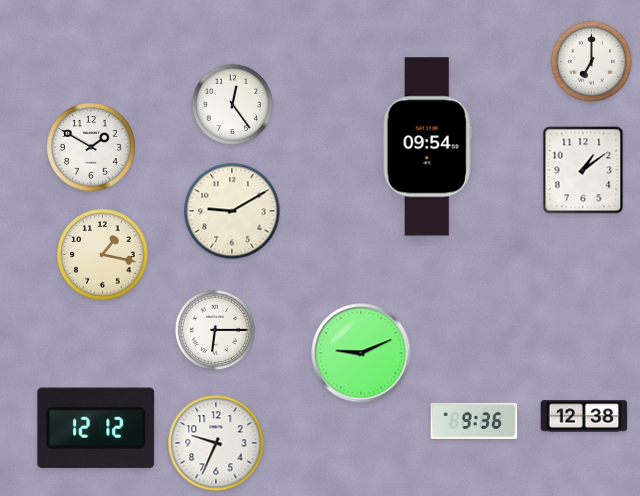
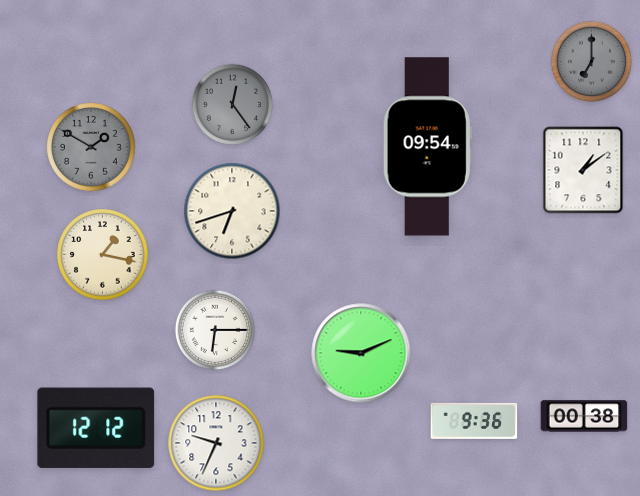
clock at (591, 61) dial: white -> grey
clock at (232, 104) dial: white -> grey
clock at (91, 147) dial: white -> grey
clock at (232, 211): 9:10 -> 6:42
clock at (584, 416): 12:38 -> 00:38
